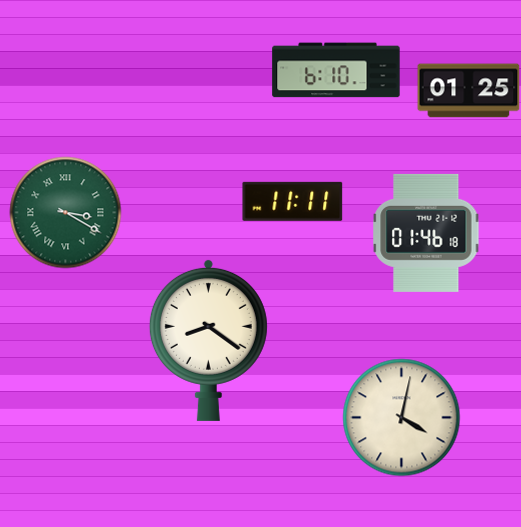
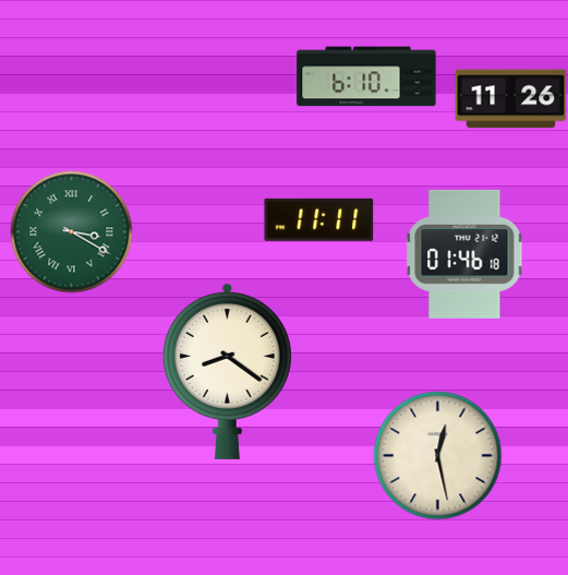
clock at (469, 91): 01:25 -> 11:26
clock at (402, 418): 4:02 -> 12:28
